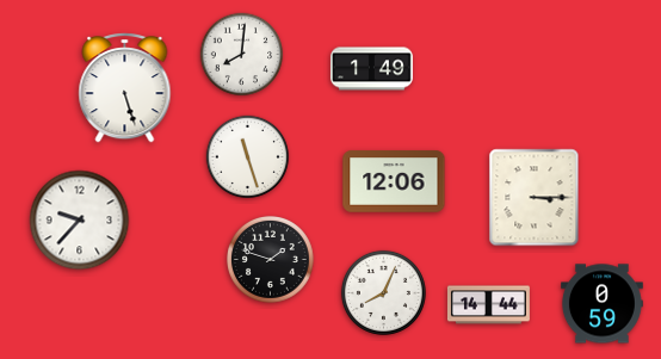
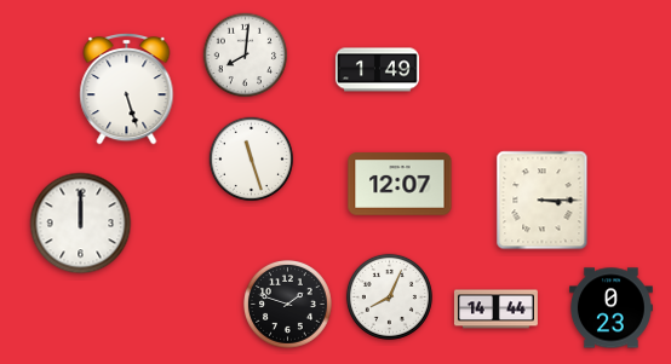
clock at (394, 181): 12:06 -> 12:07
clock at (80, 221): 9:37 -> 12:00
clock at (271, 260) position: (271, 260) -> (288, 305)
clock at (601, 304): 0:59 -> 0:23
